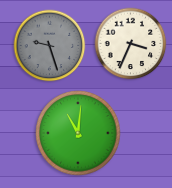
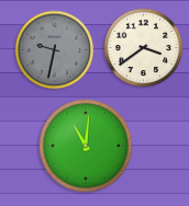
clock at (131, 44): 3:34 -> 3:39
clock at (50, 46): 9:27 -> 9:32
